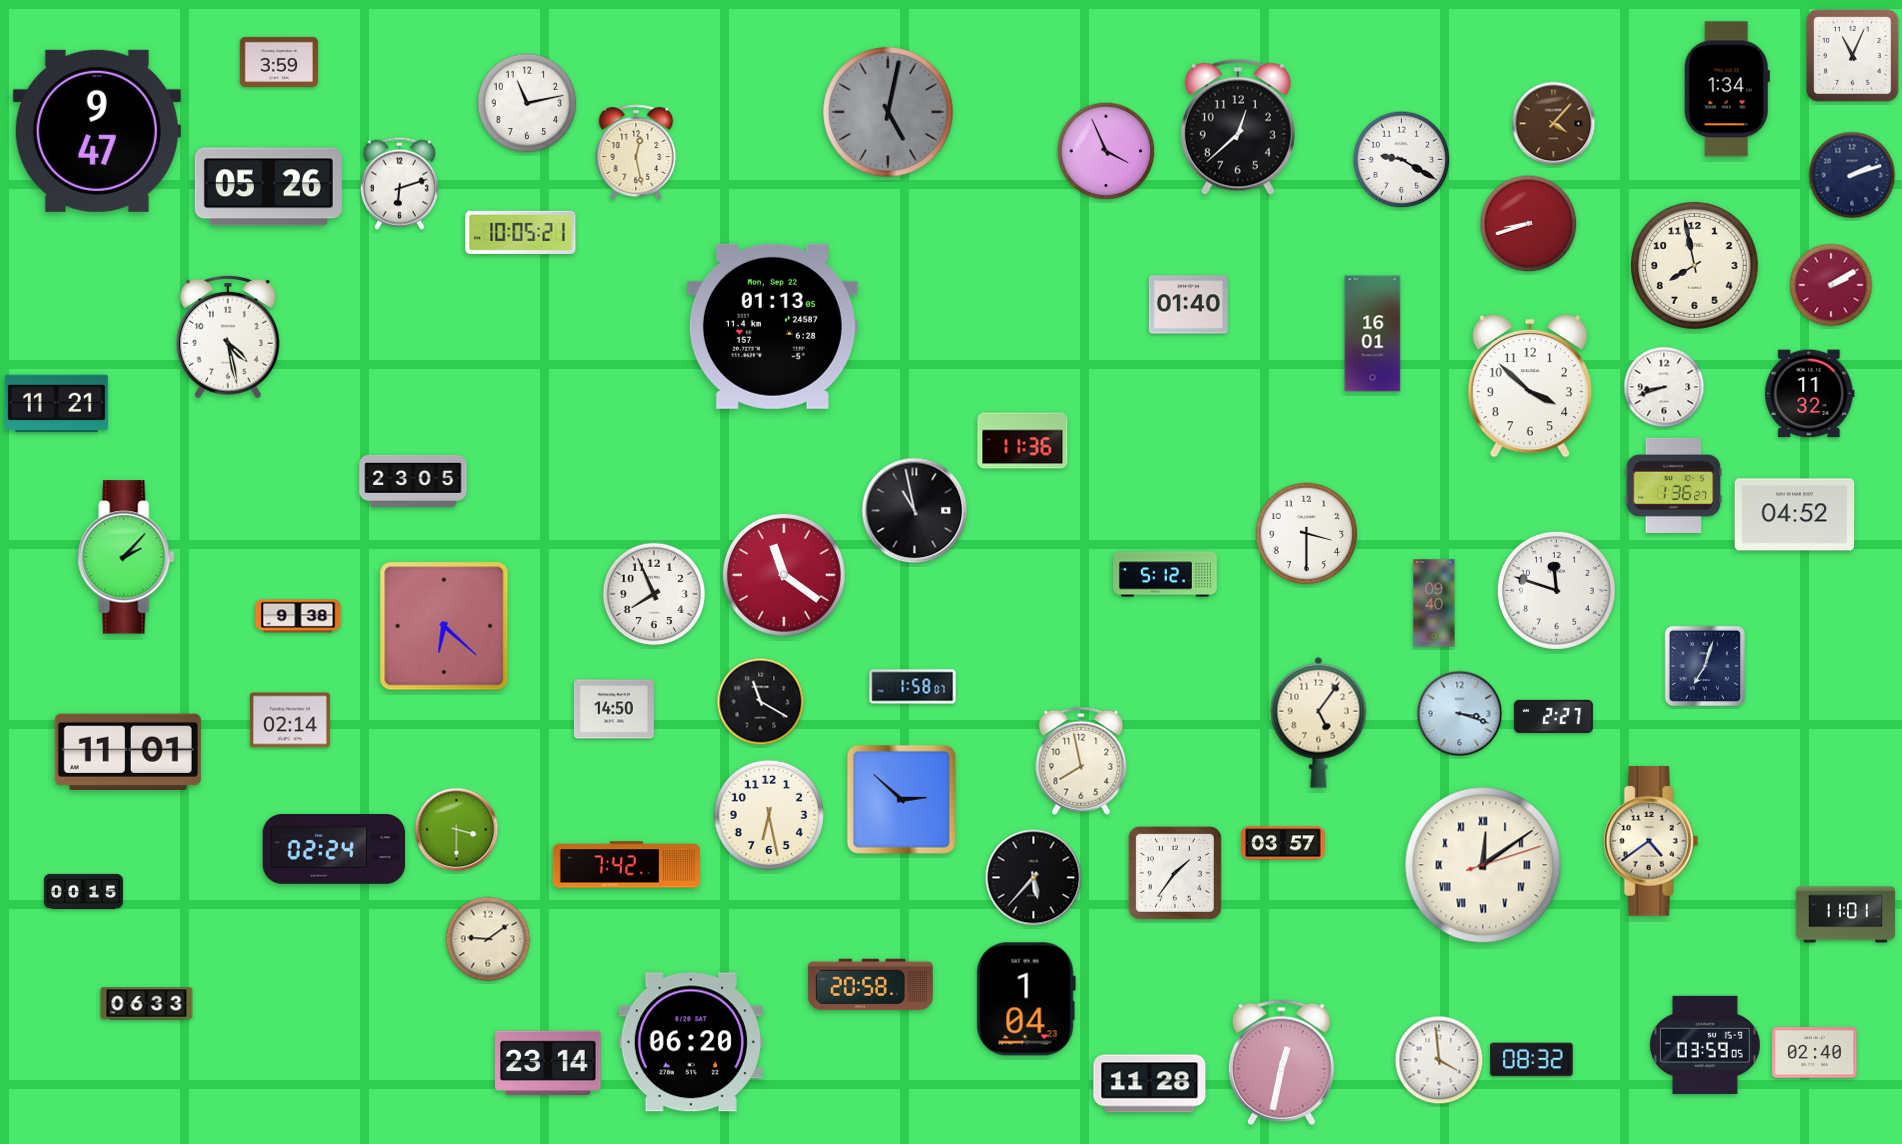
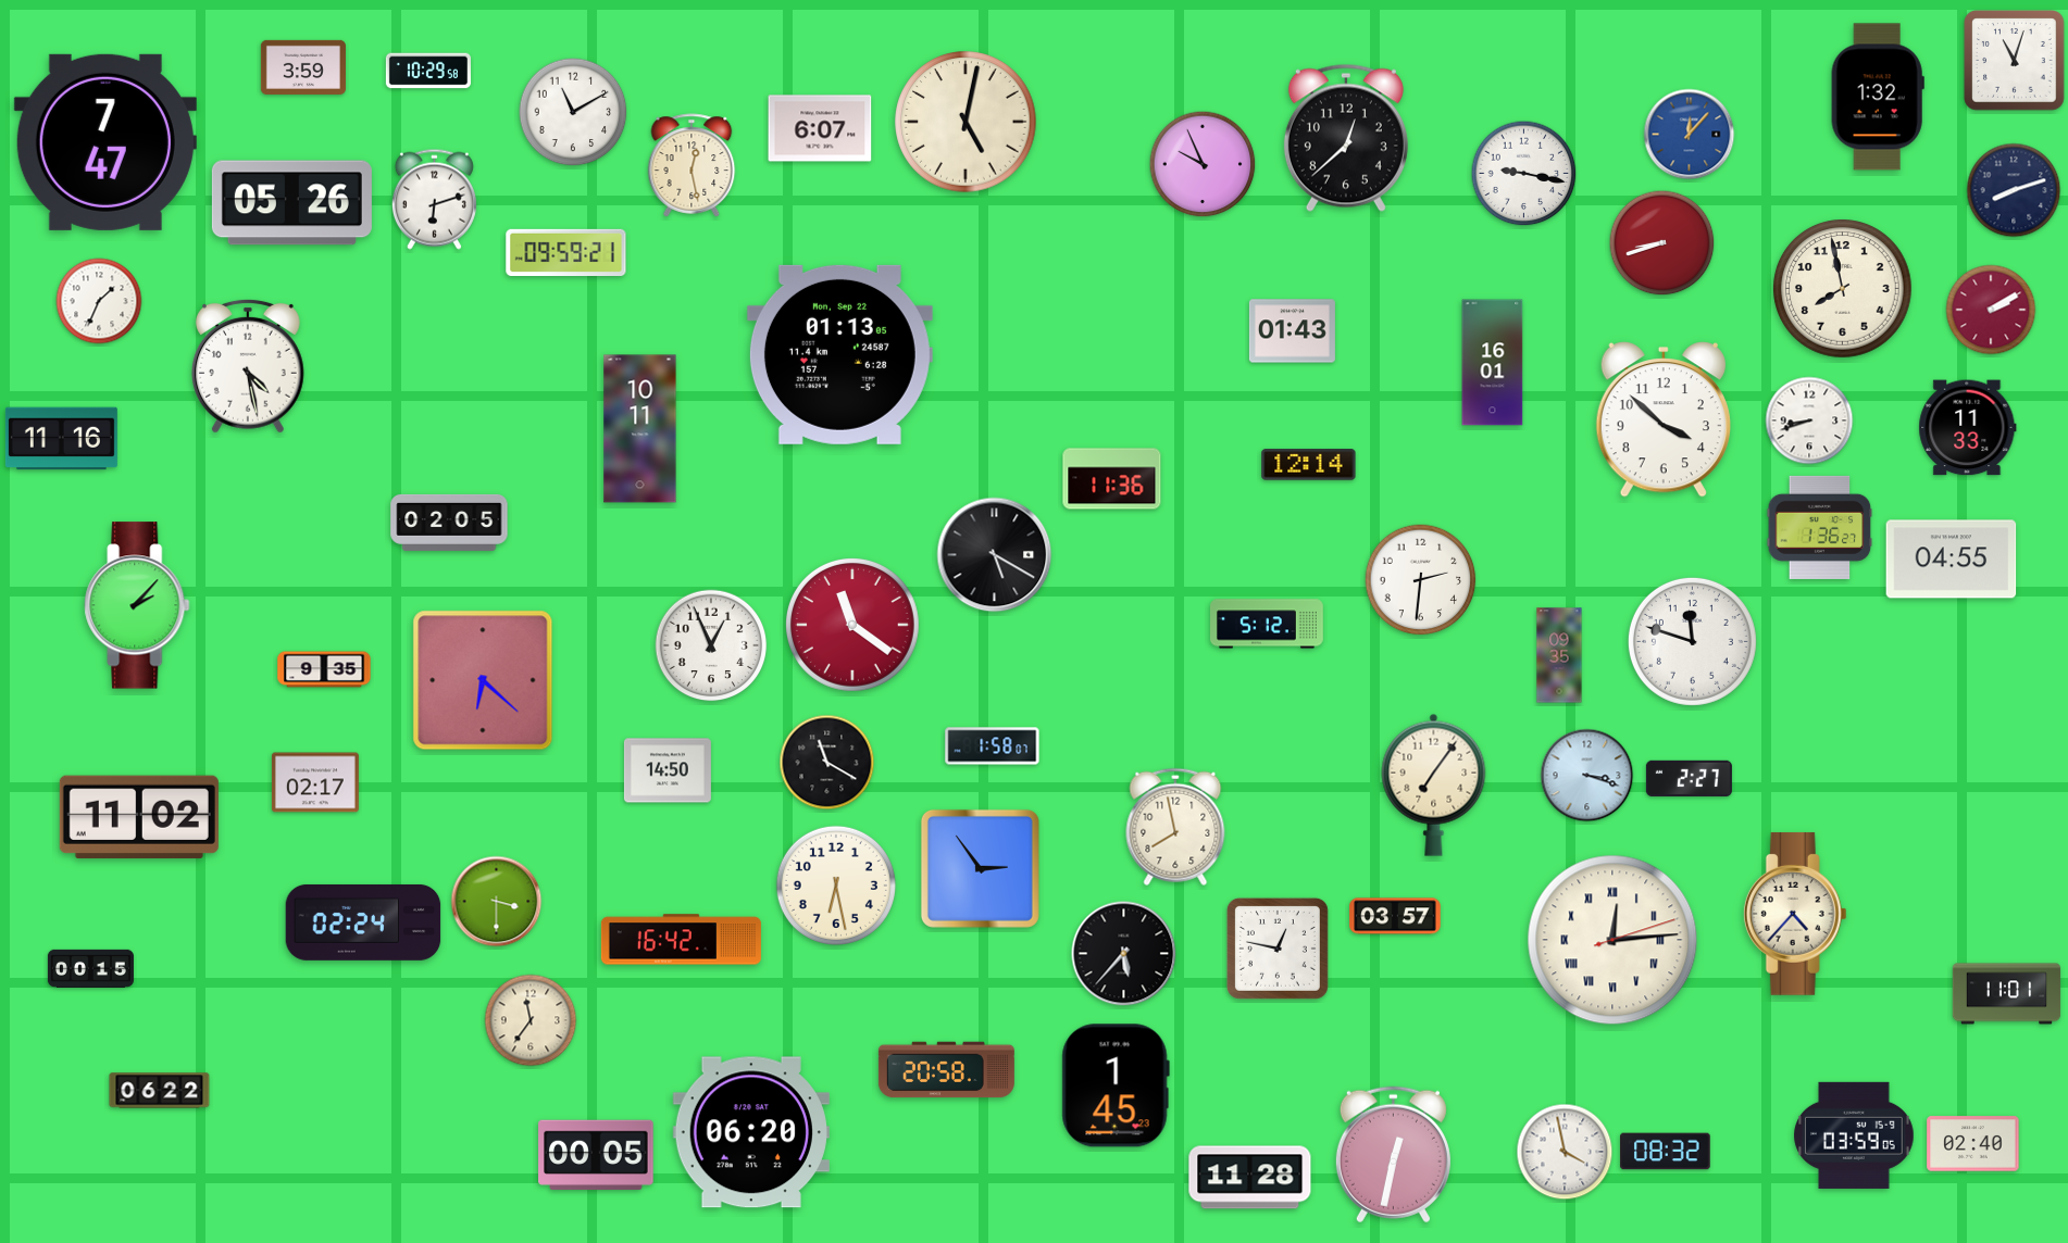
clock at (1853, 56): 11:04 -> 11:03
clock at (428, 71): none -> 10:29
clock at (1727, 89): 1:34 -> 1:32
clock at (527, 103): 11:13 -> 11:10
clock at (888, 112) dial: grey -> cream
clock at (820, 128): none -> 6:07
clock at (1554, 124): 4:07 -> 12:07
clock at (1554, 124) dial: brown -> blue
clock at (97, 131): 9:47 -> 7:47
clock at (1106, 151): 3:56 -> 9:56
clock at (1402, 160): 9:20 -> 9:17
clock at (1852, 175): 2:12 -> 8:12
clock at (521, 232): 10:05 -> 09:59
clock at (99, 301): none -> 1:34
clock at (1188, 305): 01:40 -> 01:43
clock at (1810, 394): 11:32 -> 11:33
clock at (640, 429): none -> 10:11
clock at (56, 404): 11:21 -> 11:16
clock at (1309, 465): none -> 12:14
clock at (413, 481): 23:05 -> 02:05
clock at (915, 511): 10:58 -> 5:20
clock at (1795, 515): 04:52 -> 04:55
clock at (1307, 534): 3:30 -> 2:31
clock at (654, 594): 7:56 -> 12:56
clock at (1434, 603): 09:40 -> 09:35
clock at (298, 616): 9:38 -> 9:35
clock at (1704, 665): 7:03 -> none
clock at (290, 720): 02:14 -> 02:17
clock at (1319, 722): 5:06 -> 7:06
clock at (128, 752): 11:01 -> 11:02
clock at (901, 799): 2:52 -> 2:54
clock at (1651, 841): 4:39 -> 4:37
clock at (626, 865): 7:42 -> 16:42
clock at (1483, 865): 12:09 -> 12:14
clock at (1175, 873): 1:36 -> 12:47
clock at (488, 939): 9:09 -> 11:36
clock at (1026, 999): 1:04 -> 1:45
clock at (147, 1004): 06:33 -> 06:22
clock at (1439, 1060): 3:59 -> 3:58
clock at (548, 1062): 23:14 -> 00:05
